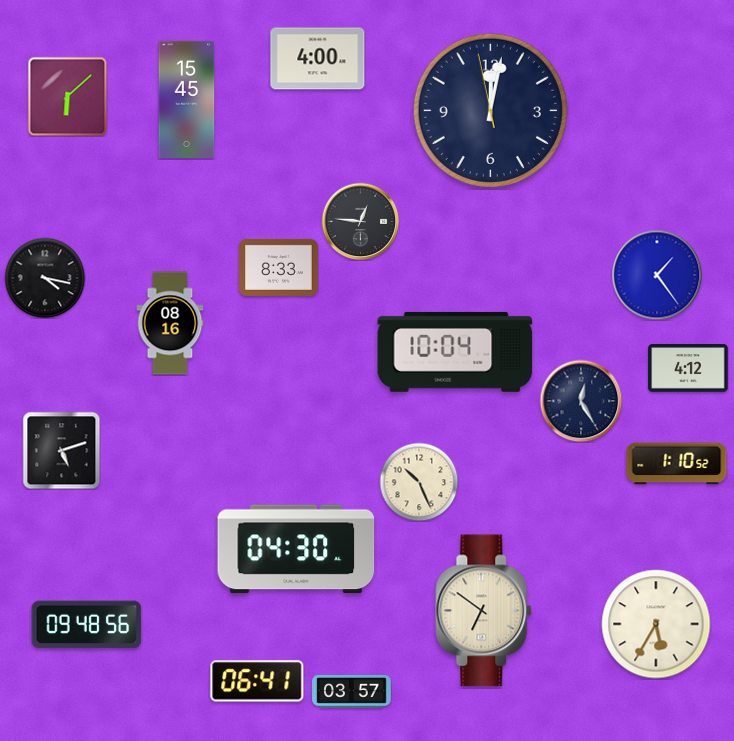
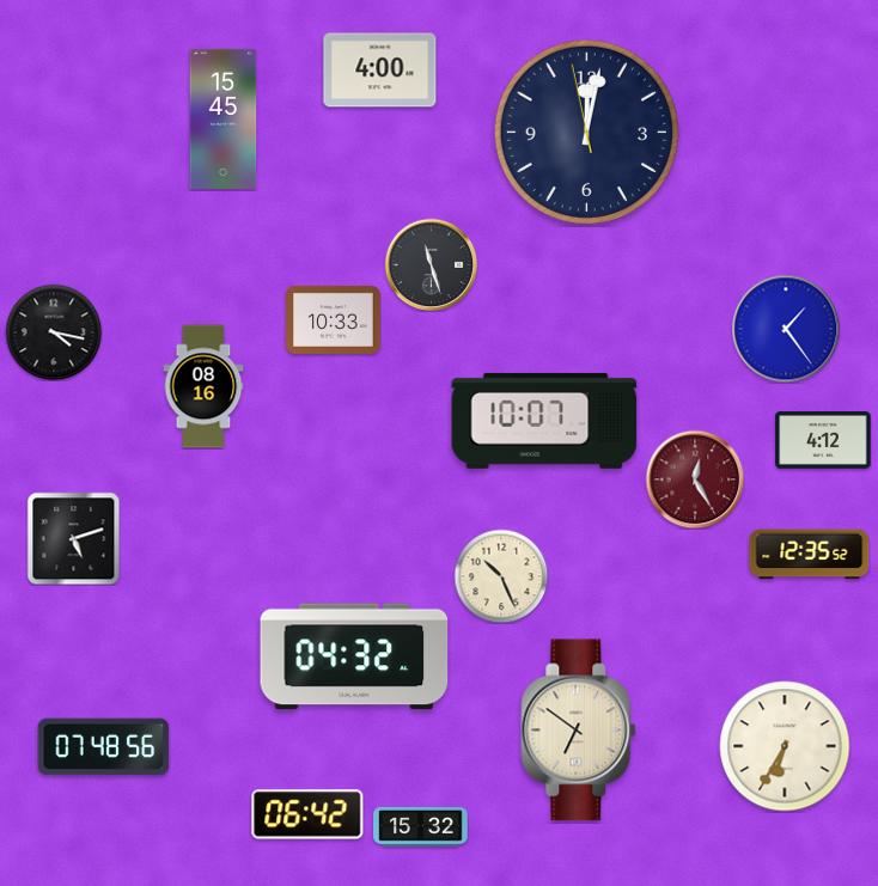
clock at (67, 96): 6:08 -> none
clock at (360, 221): 12:46 -> 11:27
clock at (279, 267): 8:33 -> 10:33
clock at (455, 352): 10:04 -> 10:07
clock at (581, 401) dial: navy -> burgundy
clock at (677, 464): 1:10 -> 12:35
clock at (296, 549): 04:30 -> 04:32
clock at (656, 624): 5:35 -> 6:35
clock at (87, 625): 09:48 -> 07:48
clock at (257, 681): 06:41 -> 06:42
clock at (352, 692): 03:57 -> 15:32
